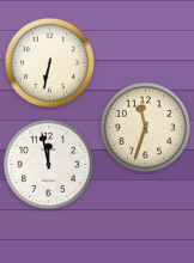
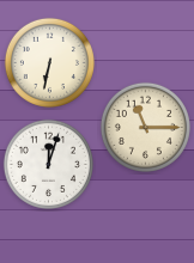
clock at (145, 127): 11:33 -> 11:15
clock at (48, 164): 11:58 -> 12:03
